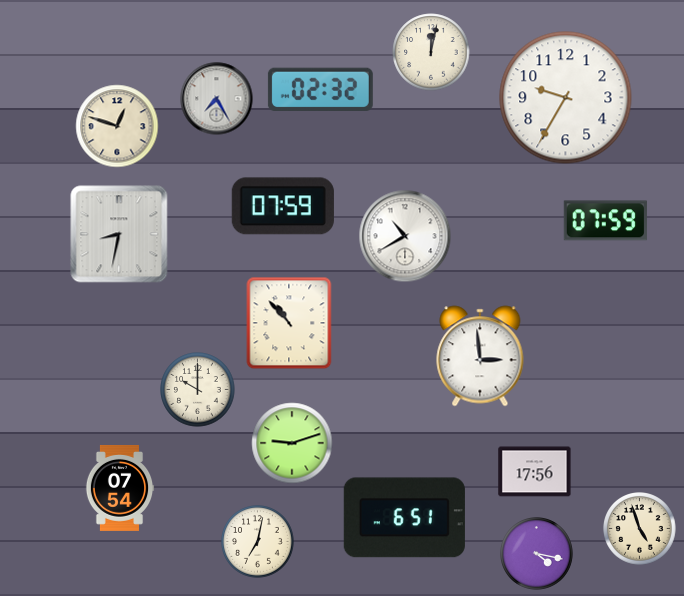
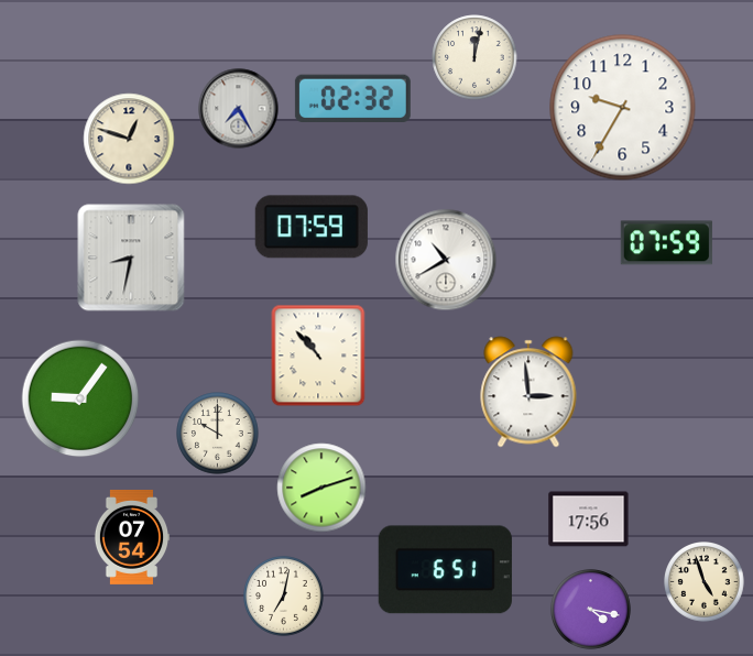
clock at (80, 398): none -> 9:06
clock at (198, 390) position: (198, 390) -> (218, 434)
clock at (292, 443): 9:12 -> 8:12
